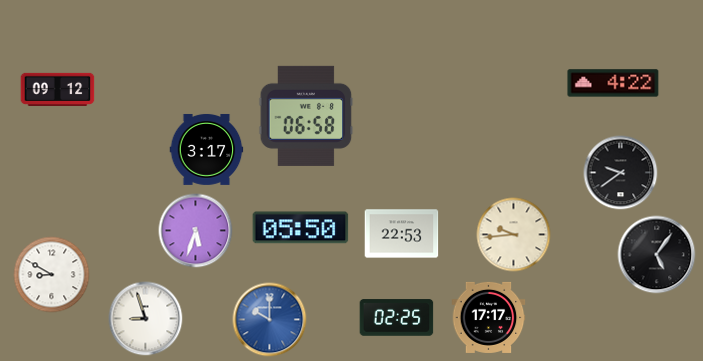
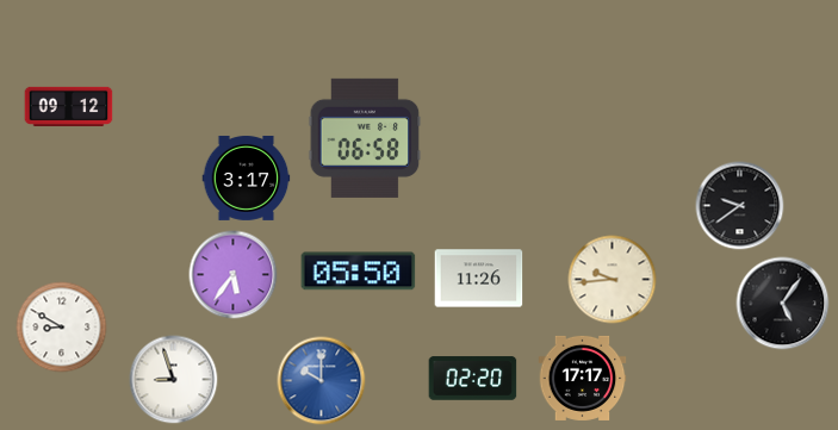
clock at (613, 83): 4:22 -> none
clock at (196, 231): 5:33 -> 5:36
clock at (402, 234): 22:53 -> 11:26
clock at (397, 318): 02:25 -> 02:20
